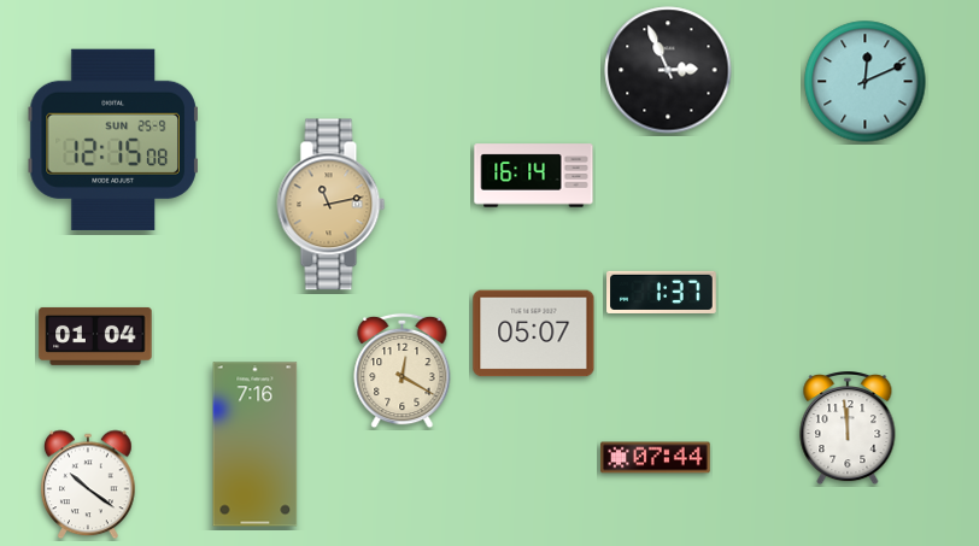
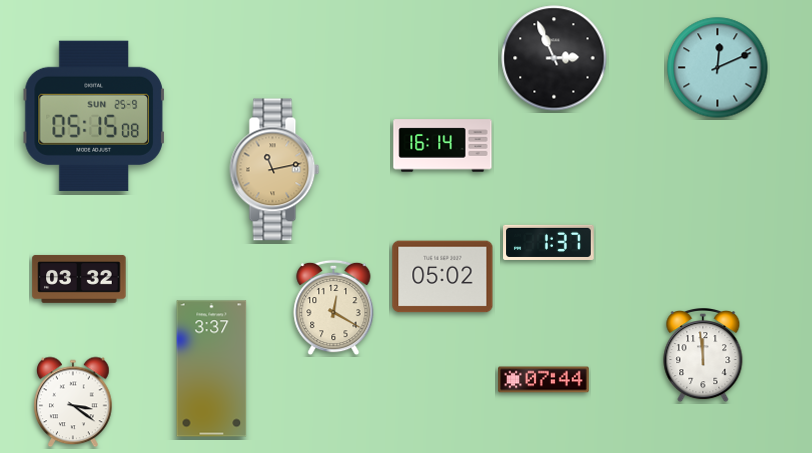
clock at (113, 140): 12:15 -> 05:15
clock at (534, 334): 05:07 -> 05:02
clock at (95, 336): 01:04 -> 03:32
clock at (256, 445): 7:16 -> 3:37
clock at (88, 485): 10:21 -> 3:21
